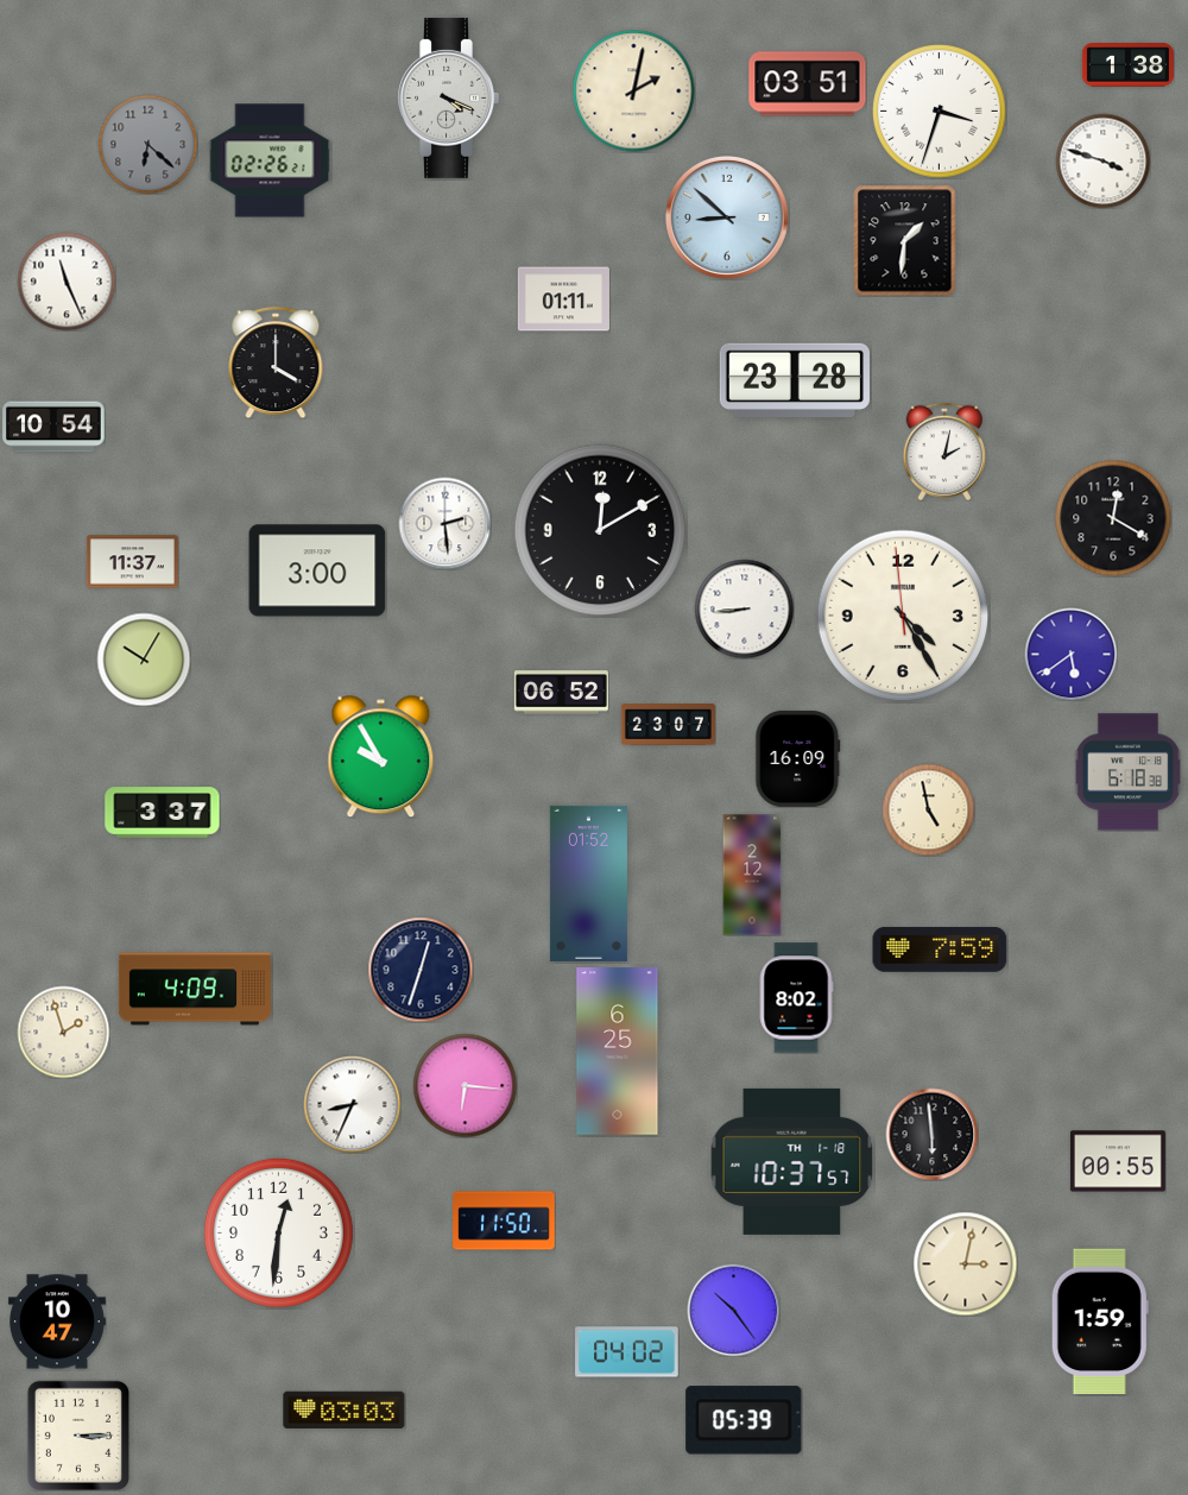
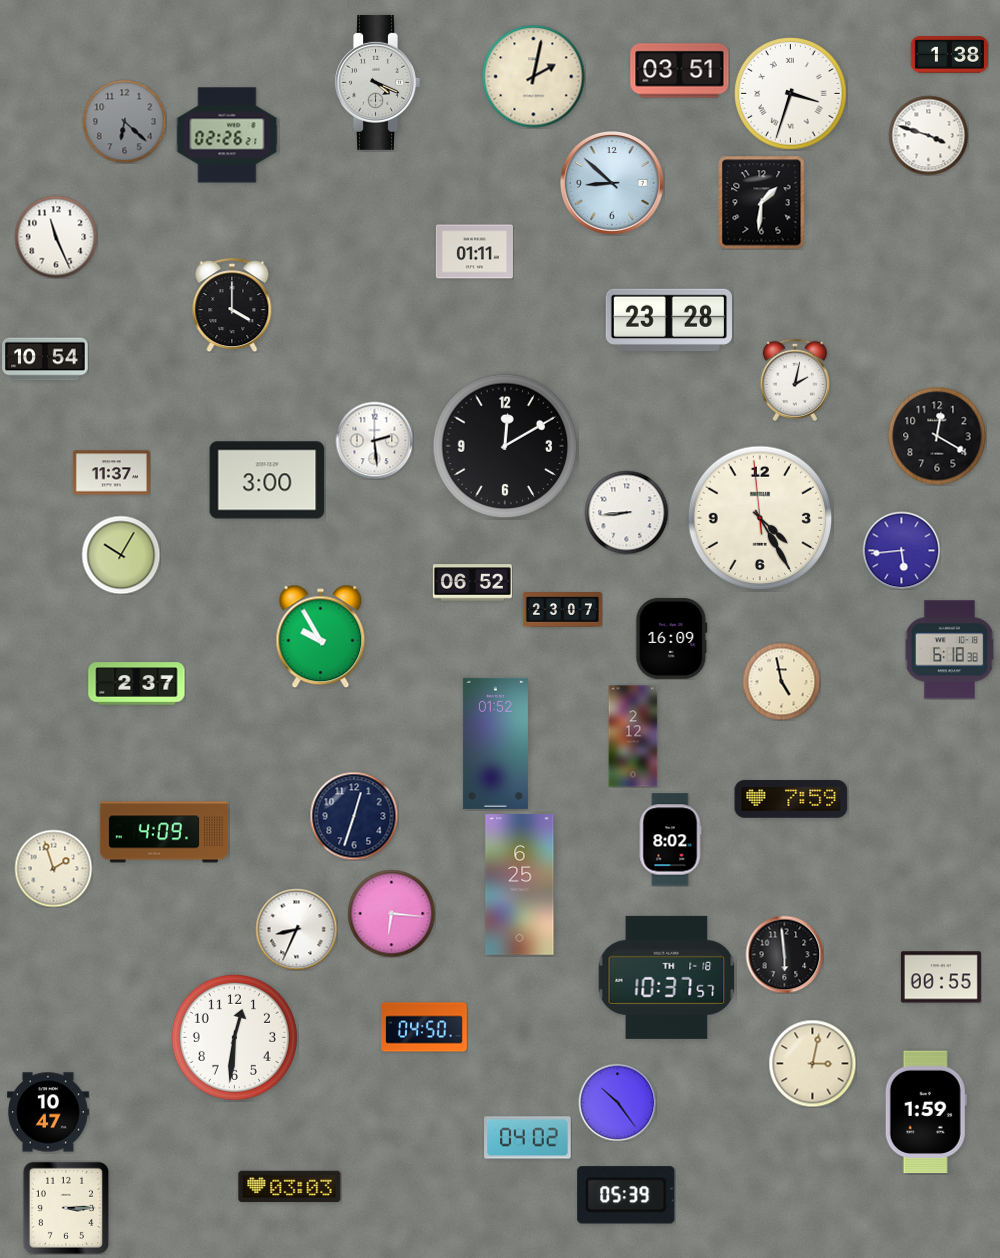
clock at (1070, 654): 5:39 -> 5:44
clock at (163, 813): 3:37 -> 2:37
clock at (504, 1220): 11:50 -> 04:50
